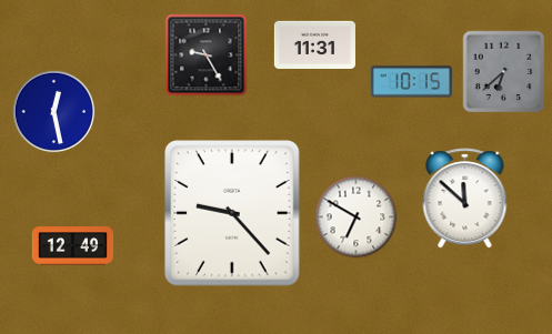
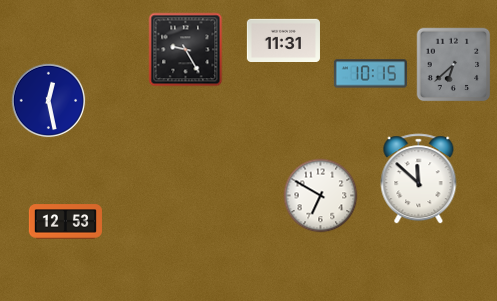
clock at (233, 213): 9:23 -> none
clock at (72, 246): 12:49 -> 12:53
